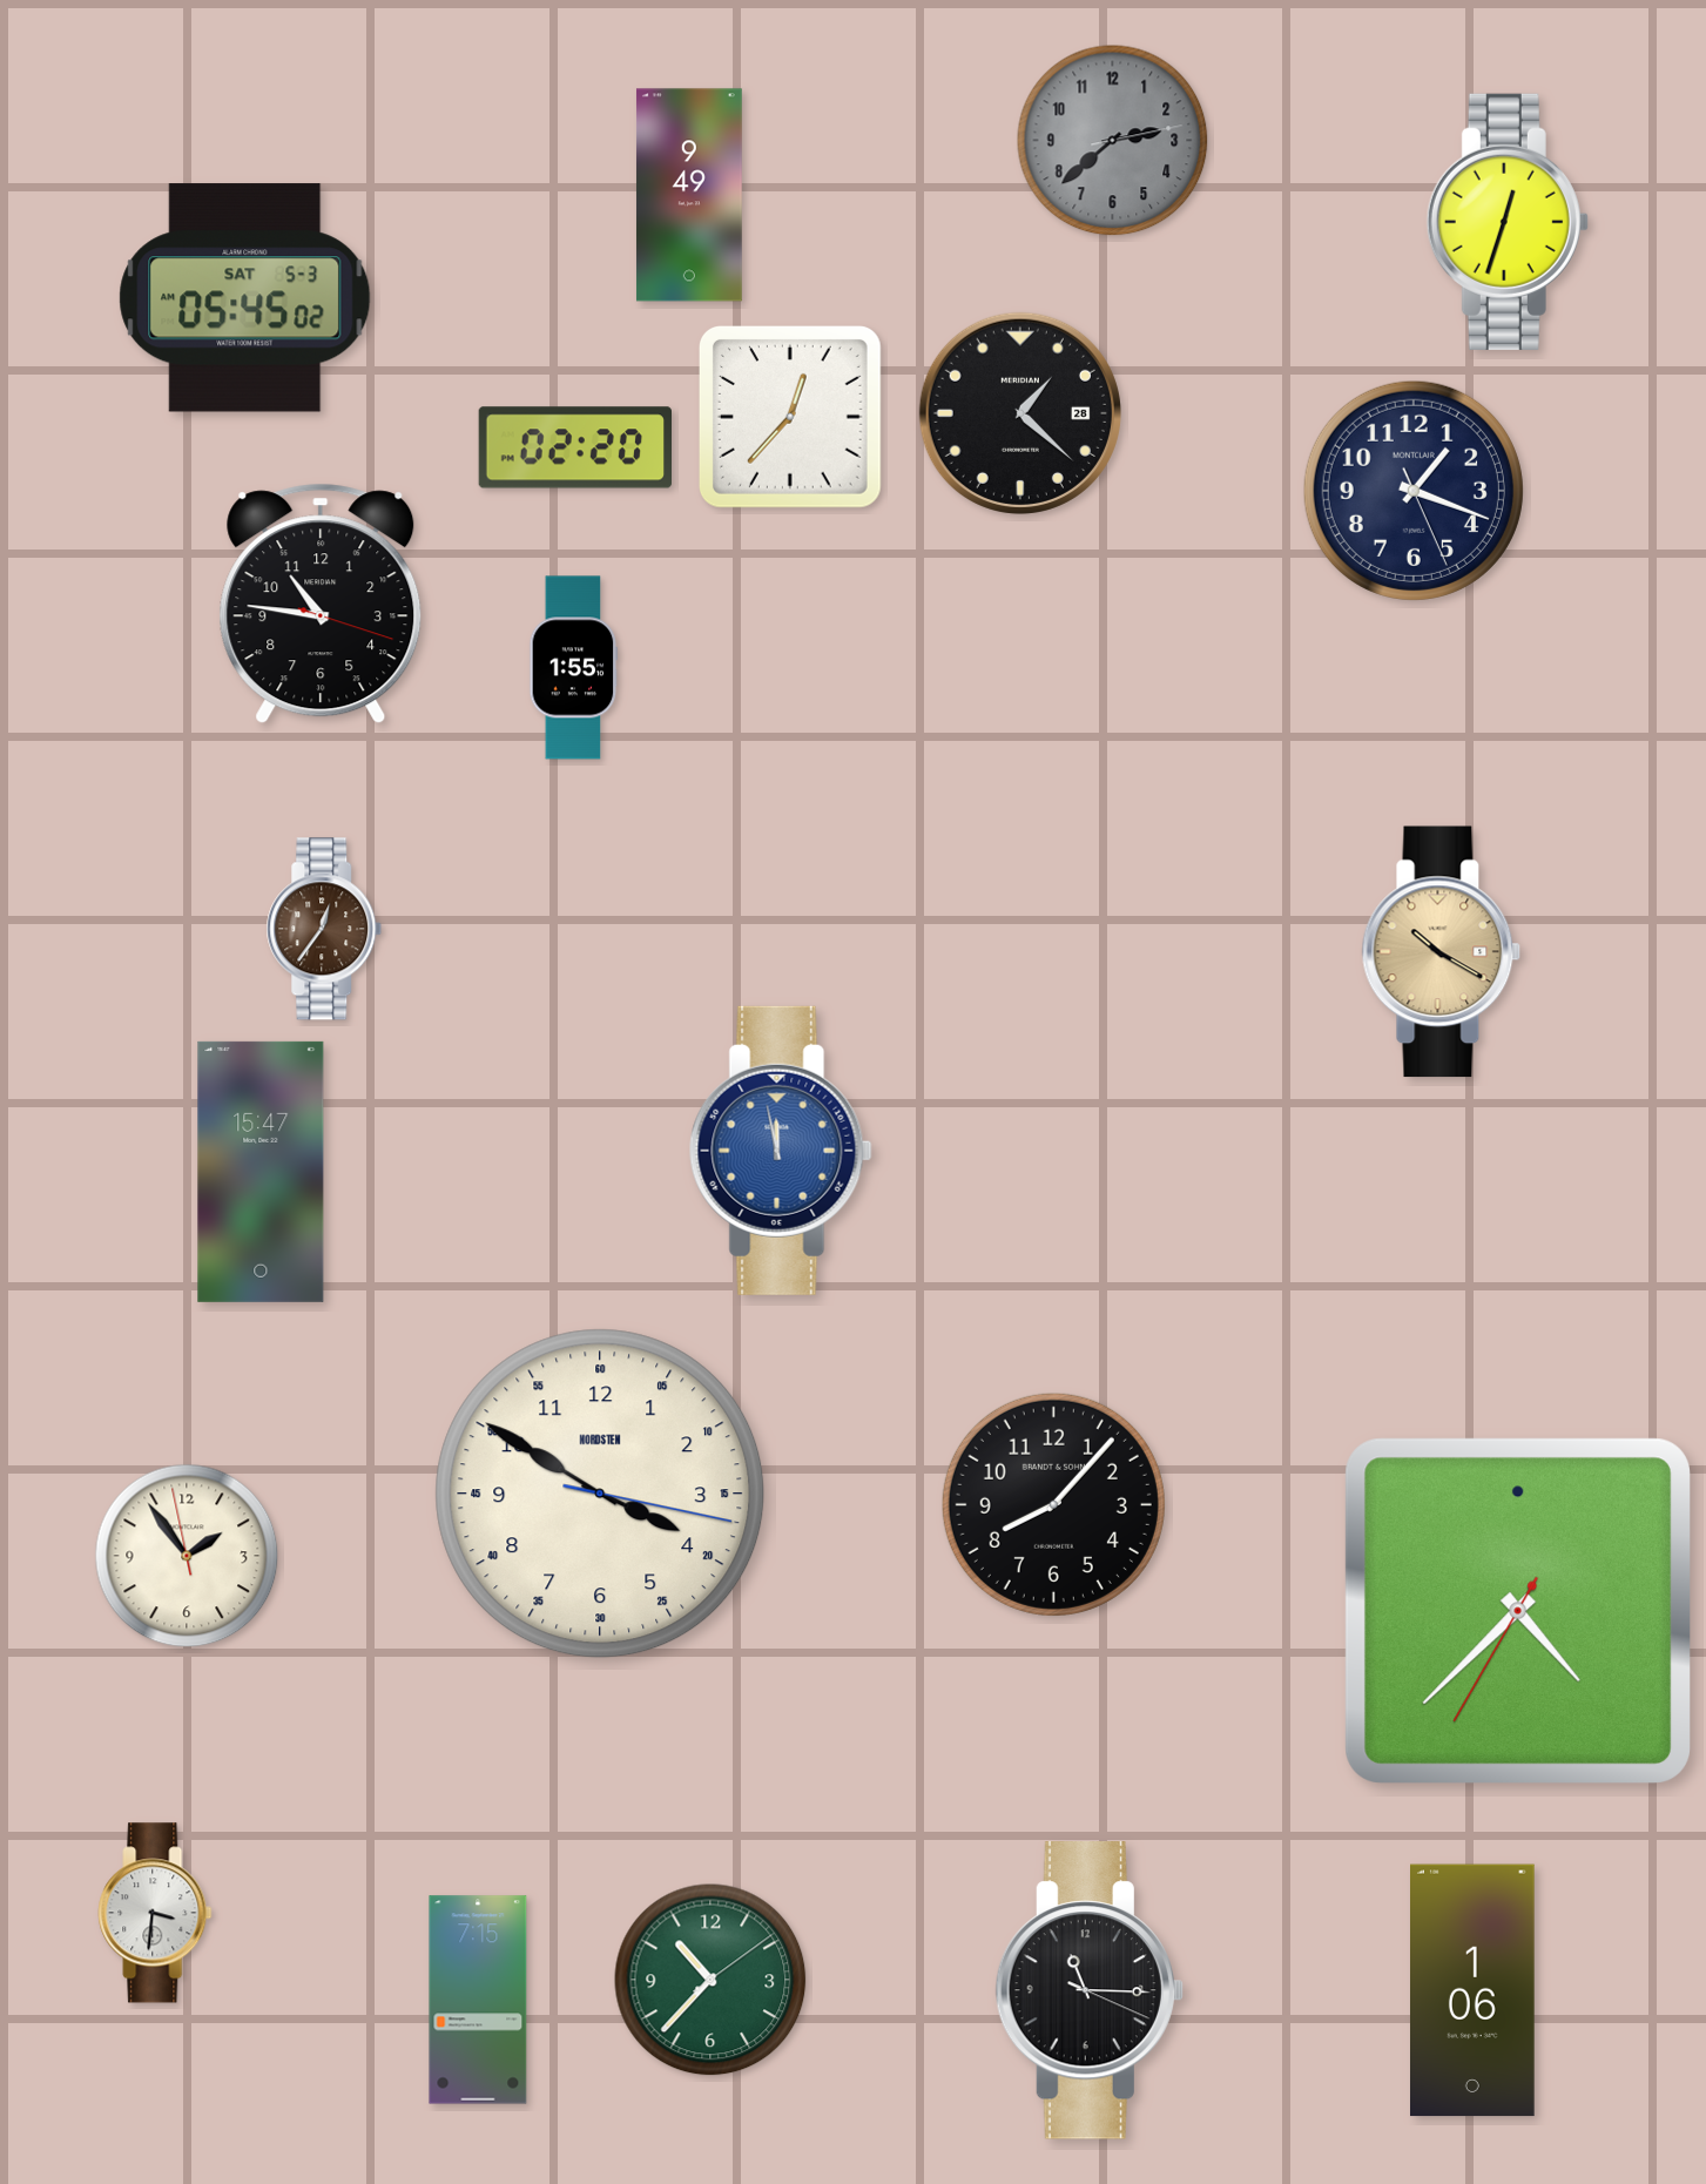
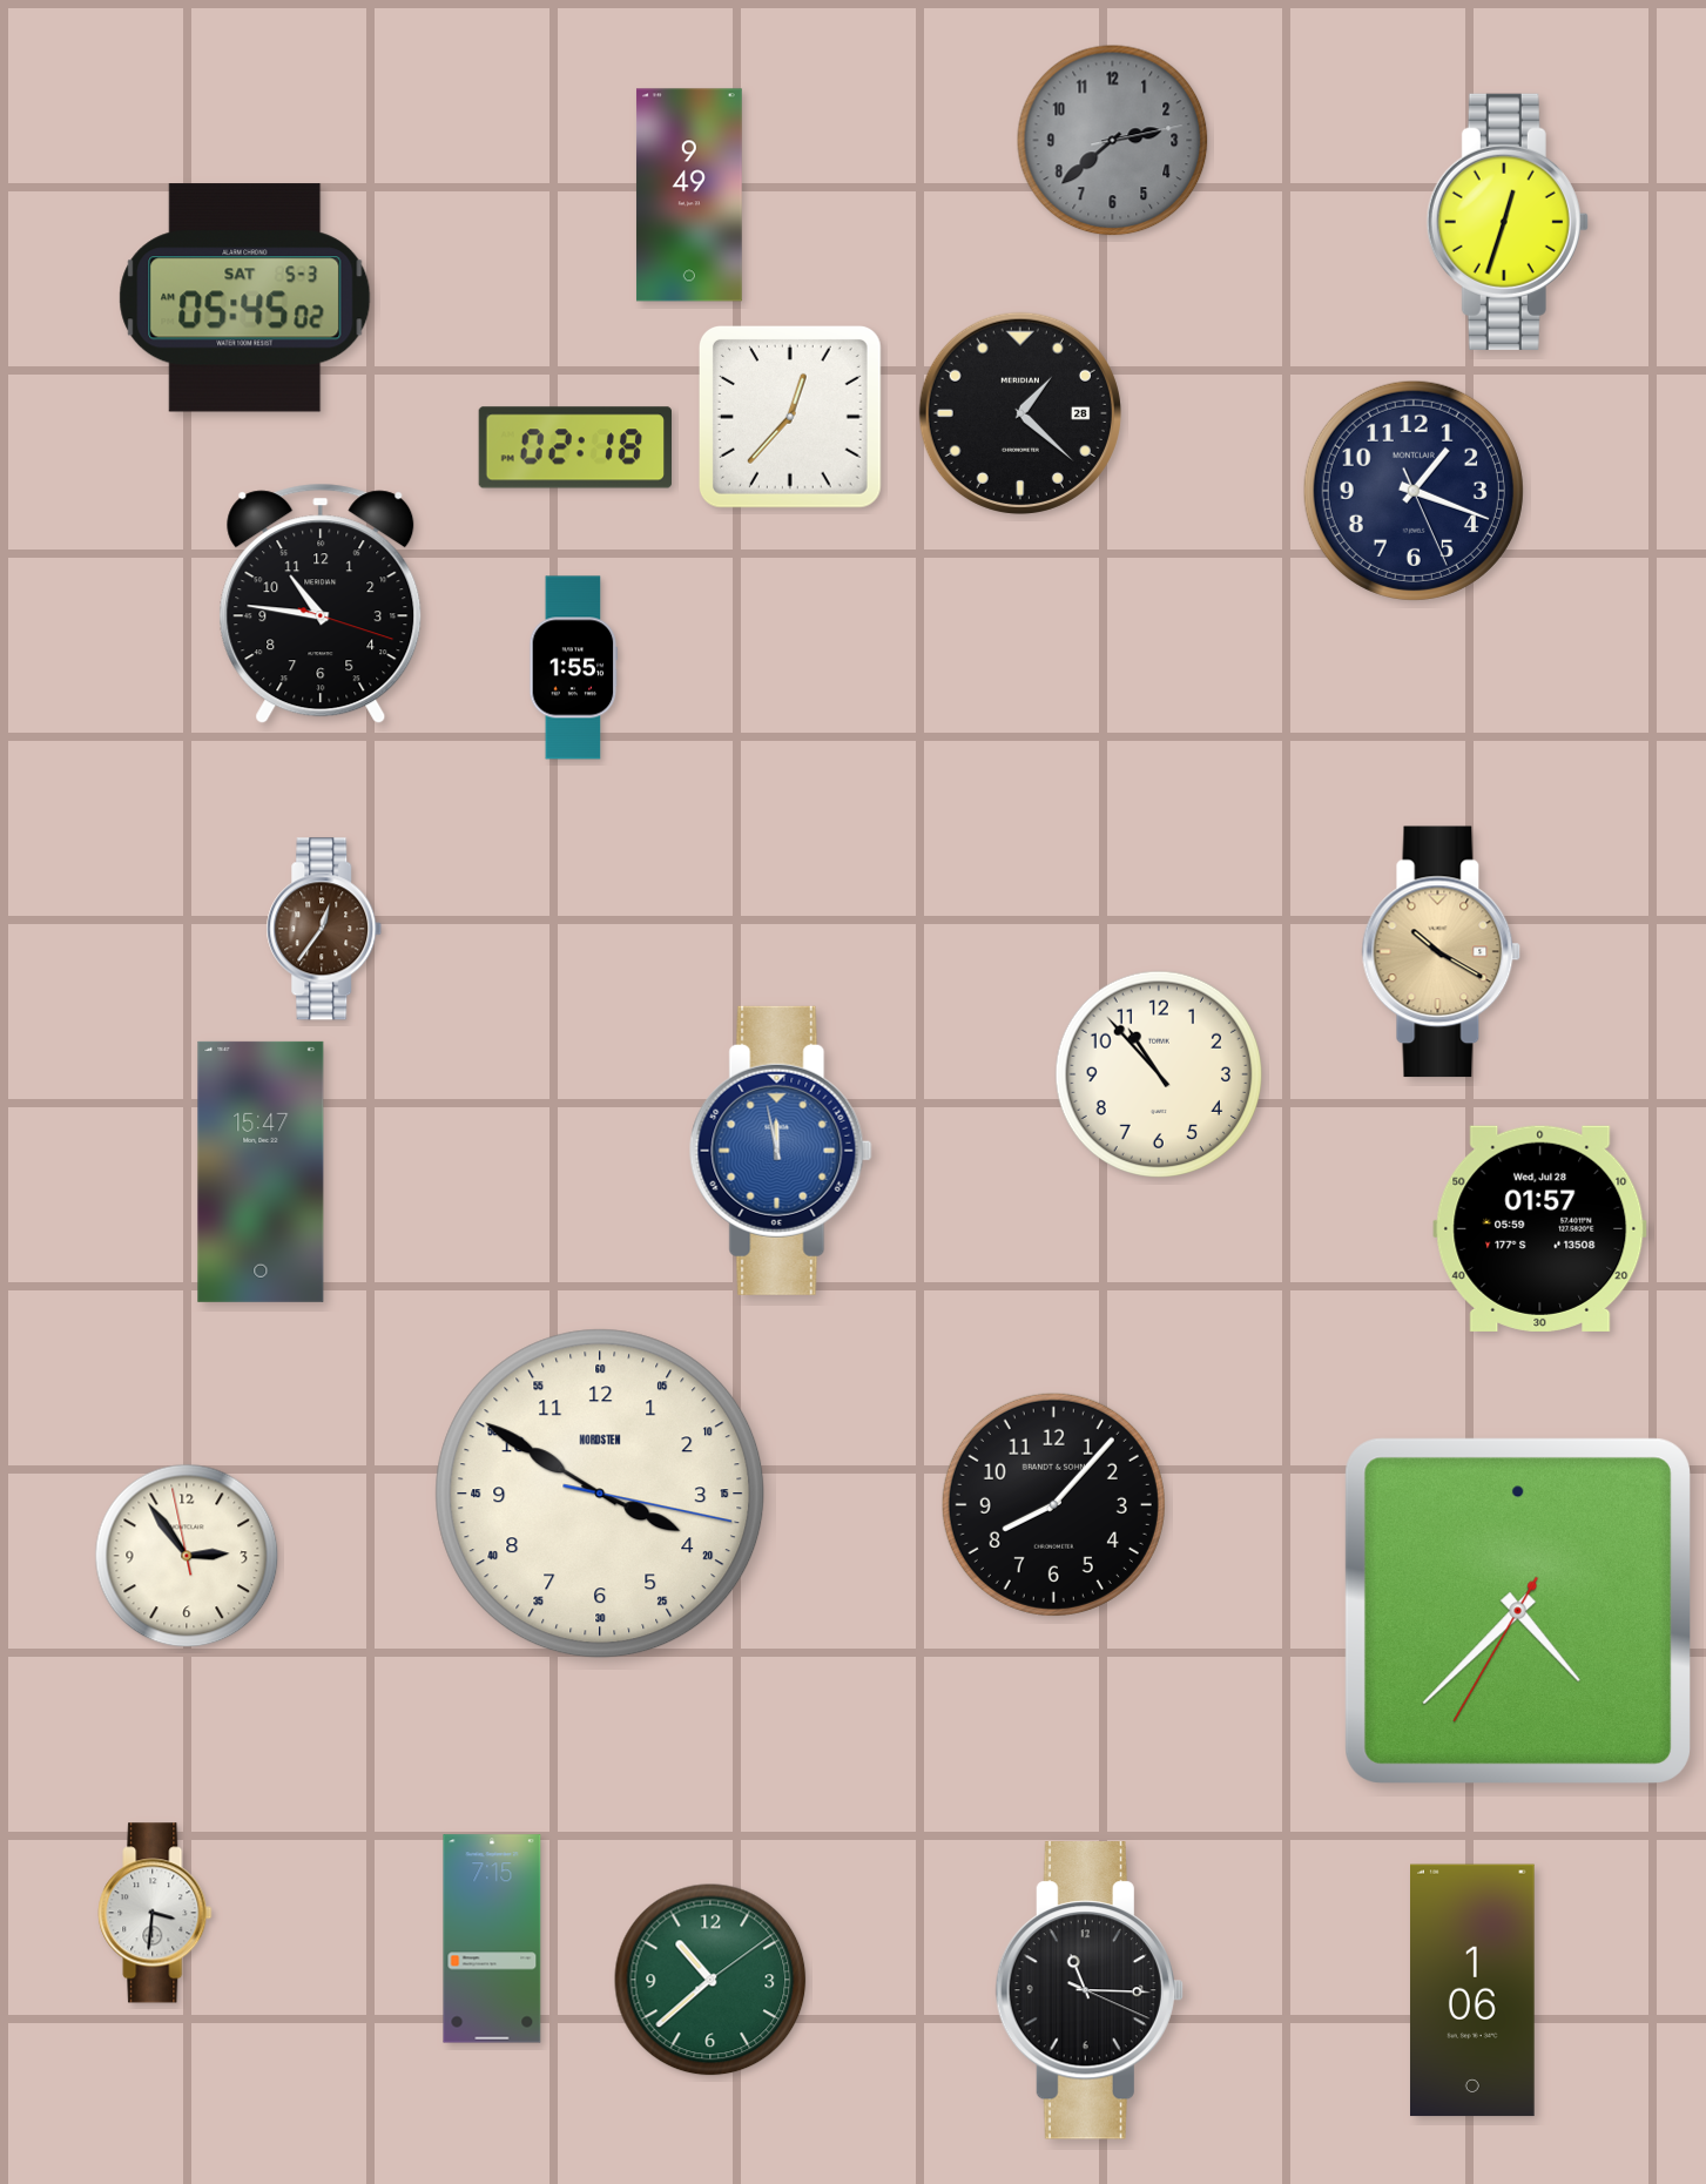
clock at (574, 447): 02:20 -> 02:18
clock at (1158, 1073): none -> 10:53
clock at (1540, 1228): none -> 01:57
clock at (187, 1556): 1:53 -> 2:53
clock at (710, 1980): 10:37 -> 10:38
clock at (478, 2000) position: (478, 2000) -> (492, 1939)
